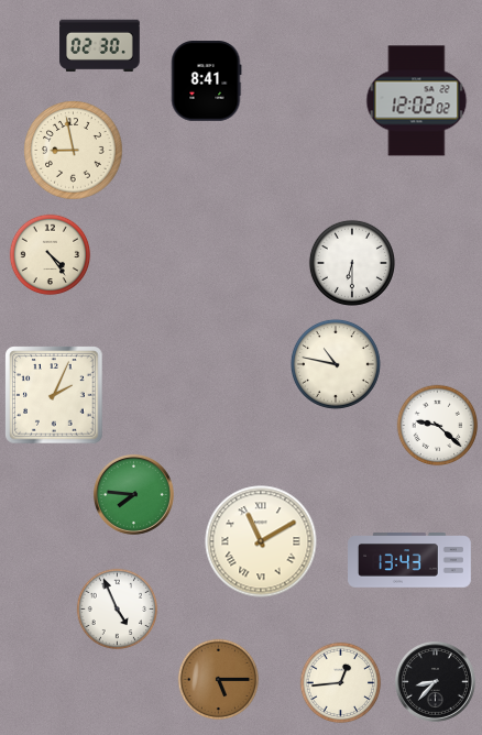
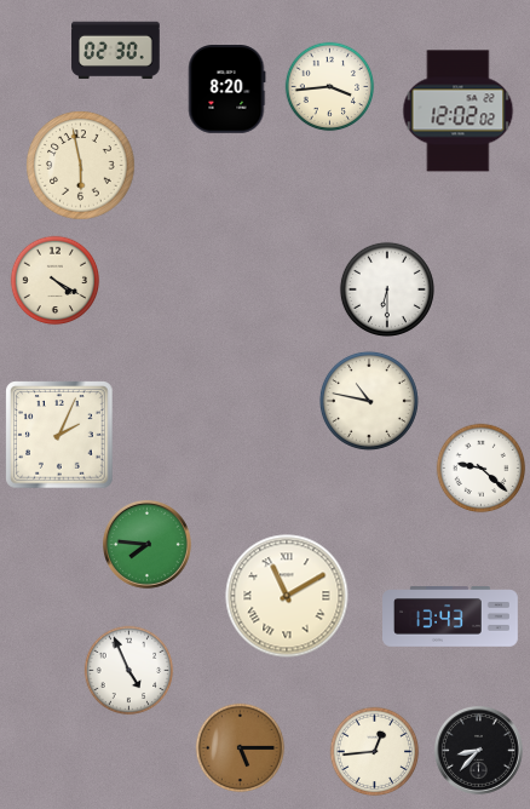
clock at (100, 46) position: (100, 46) -> (116, 51)
clock at (330, 87): none -> 3:44
clock at (206, 81): 8:41 -> 8:20
clock at (74, 151): 8:58 -> 5:58
clock at (51, 255): 4:24 -> 4:20
